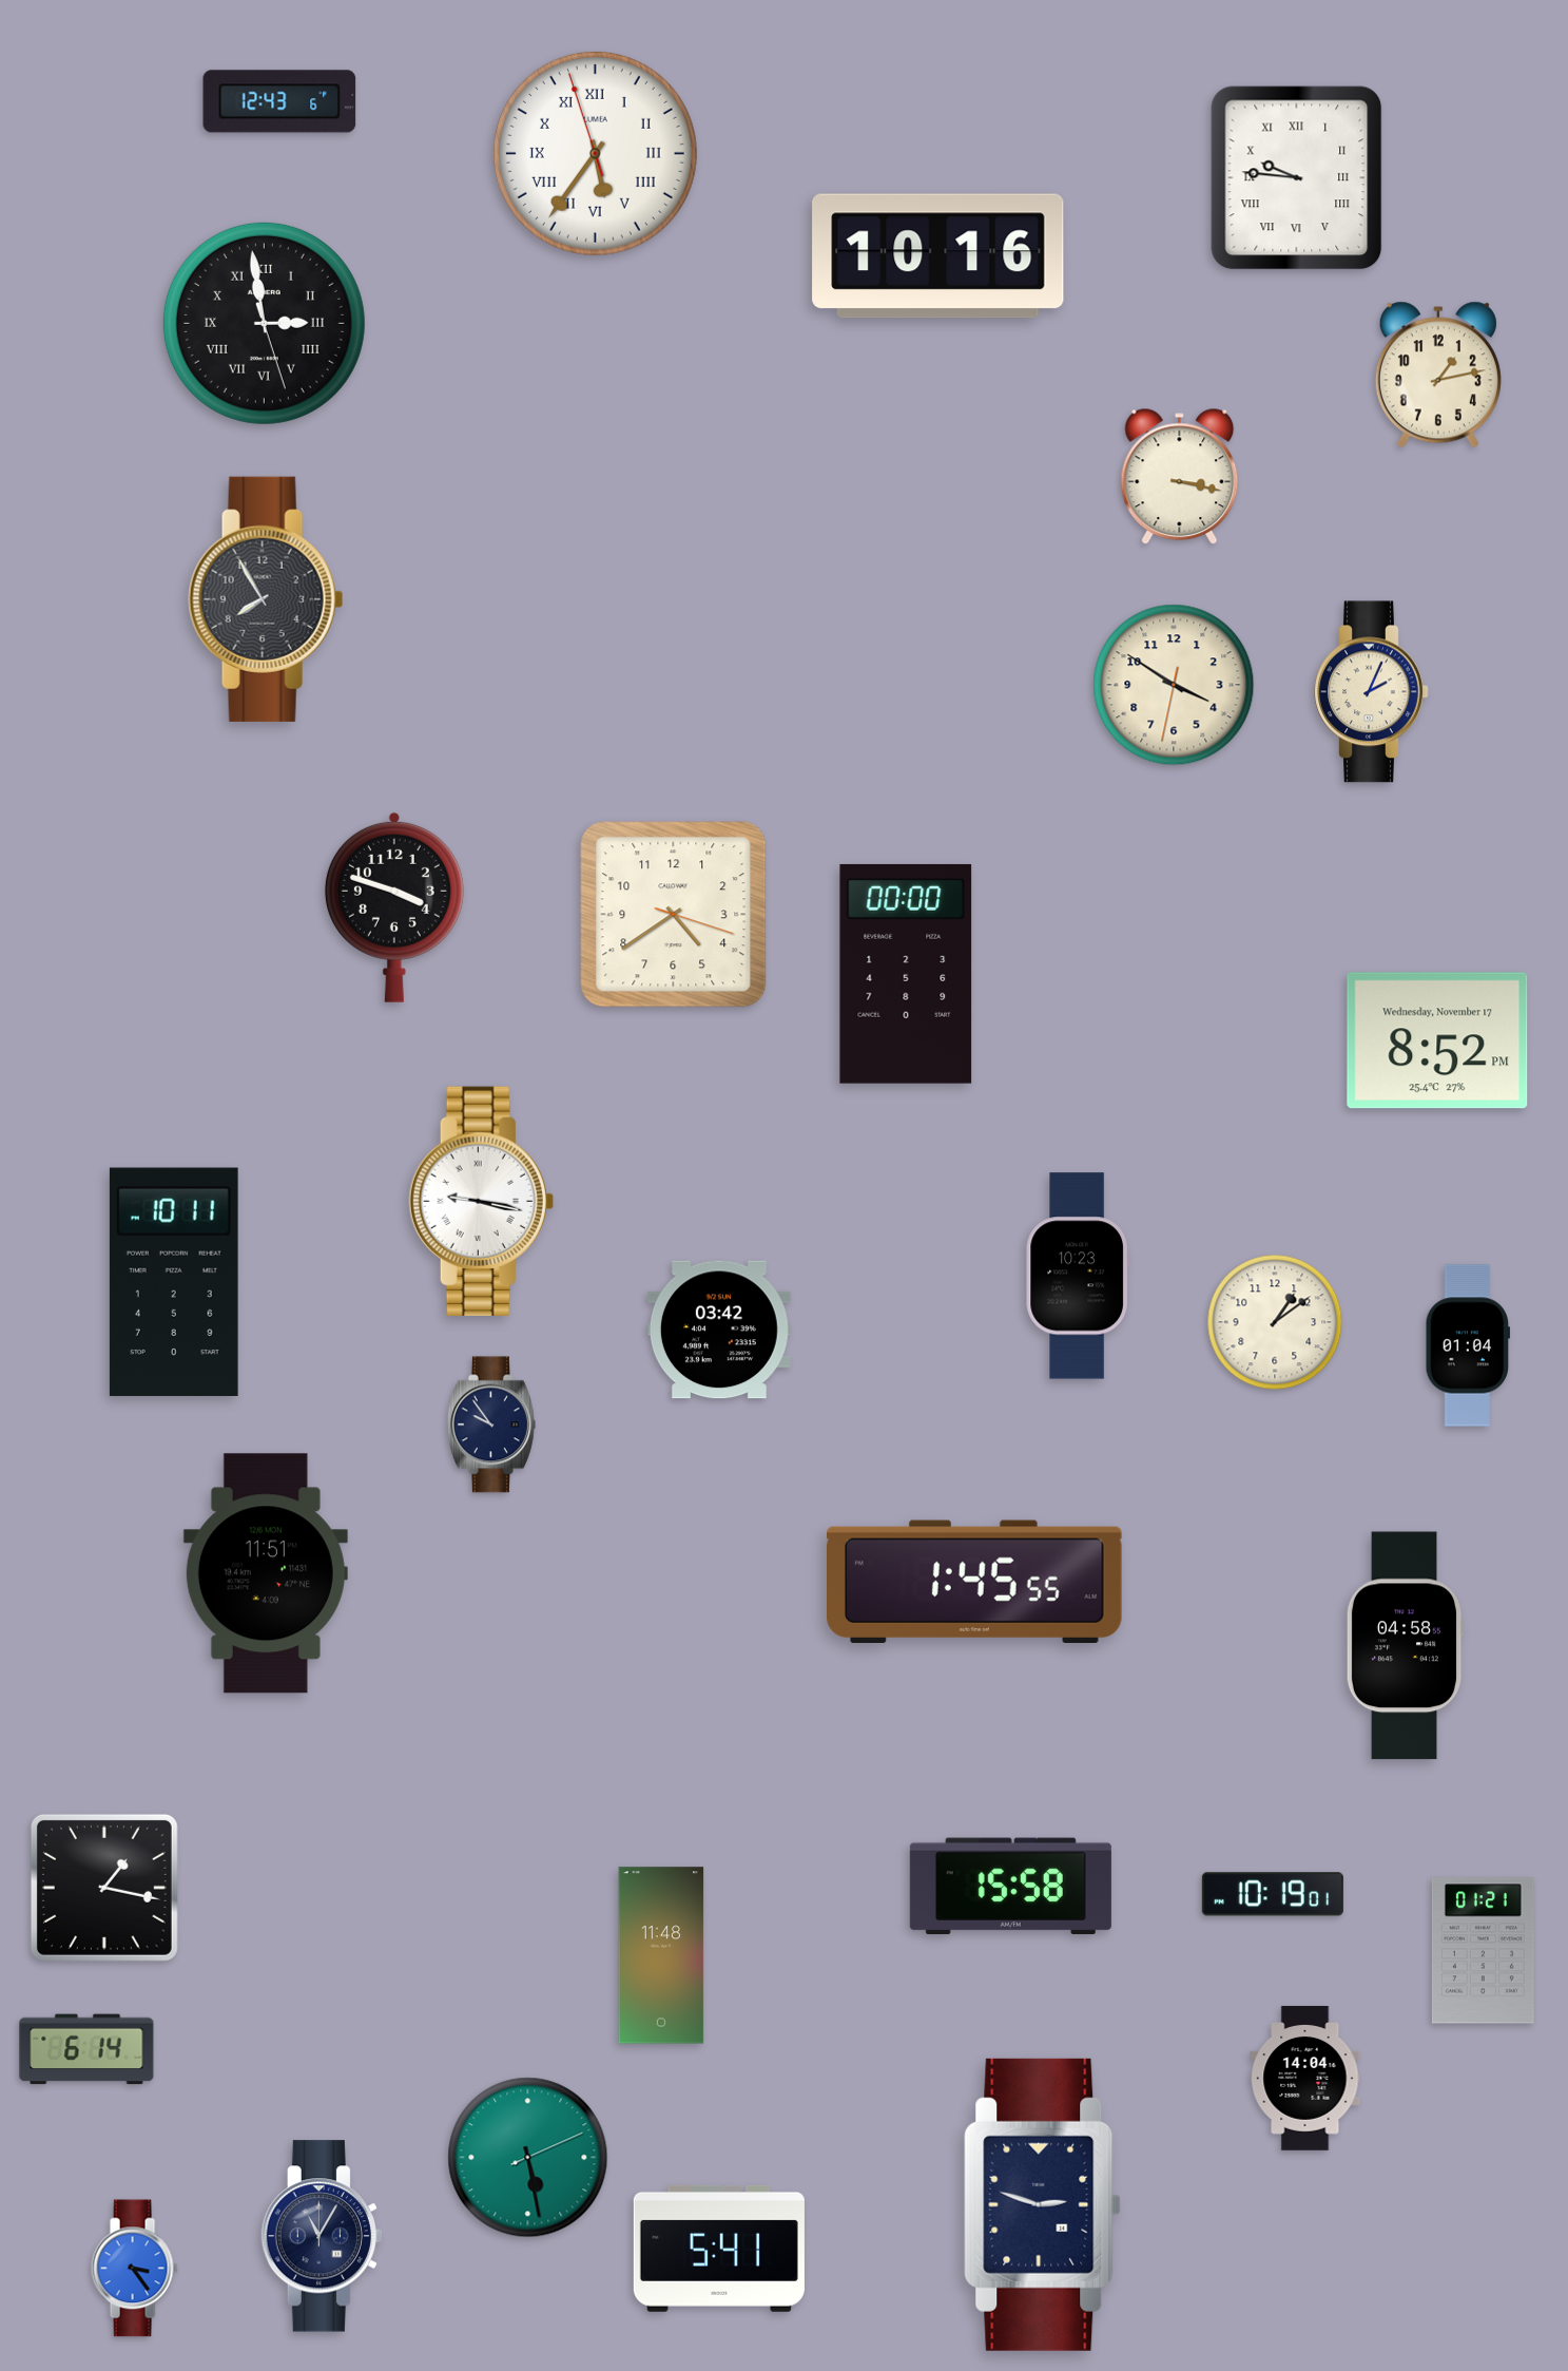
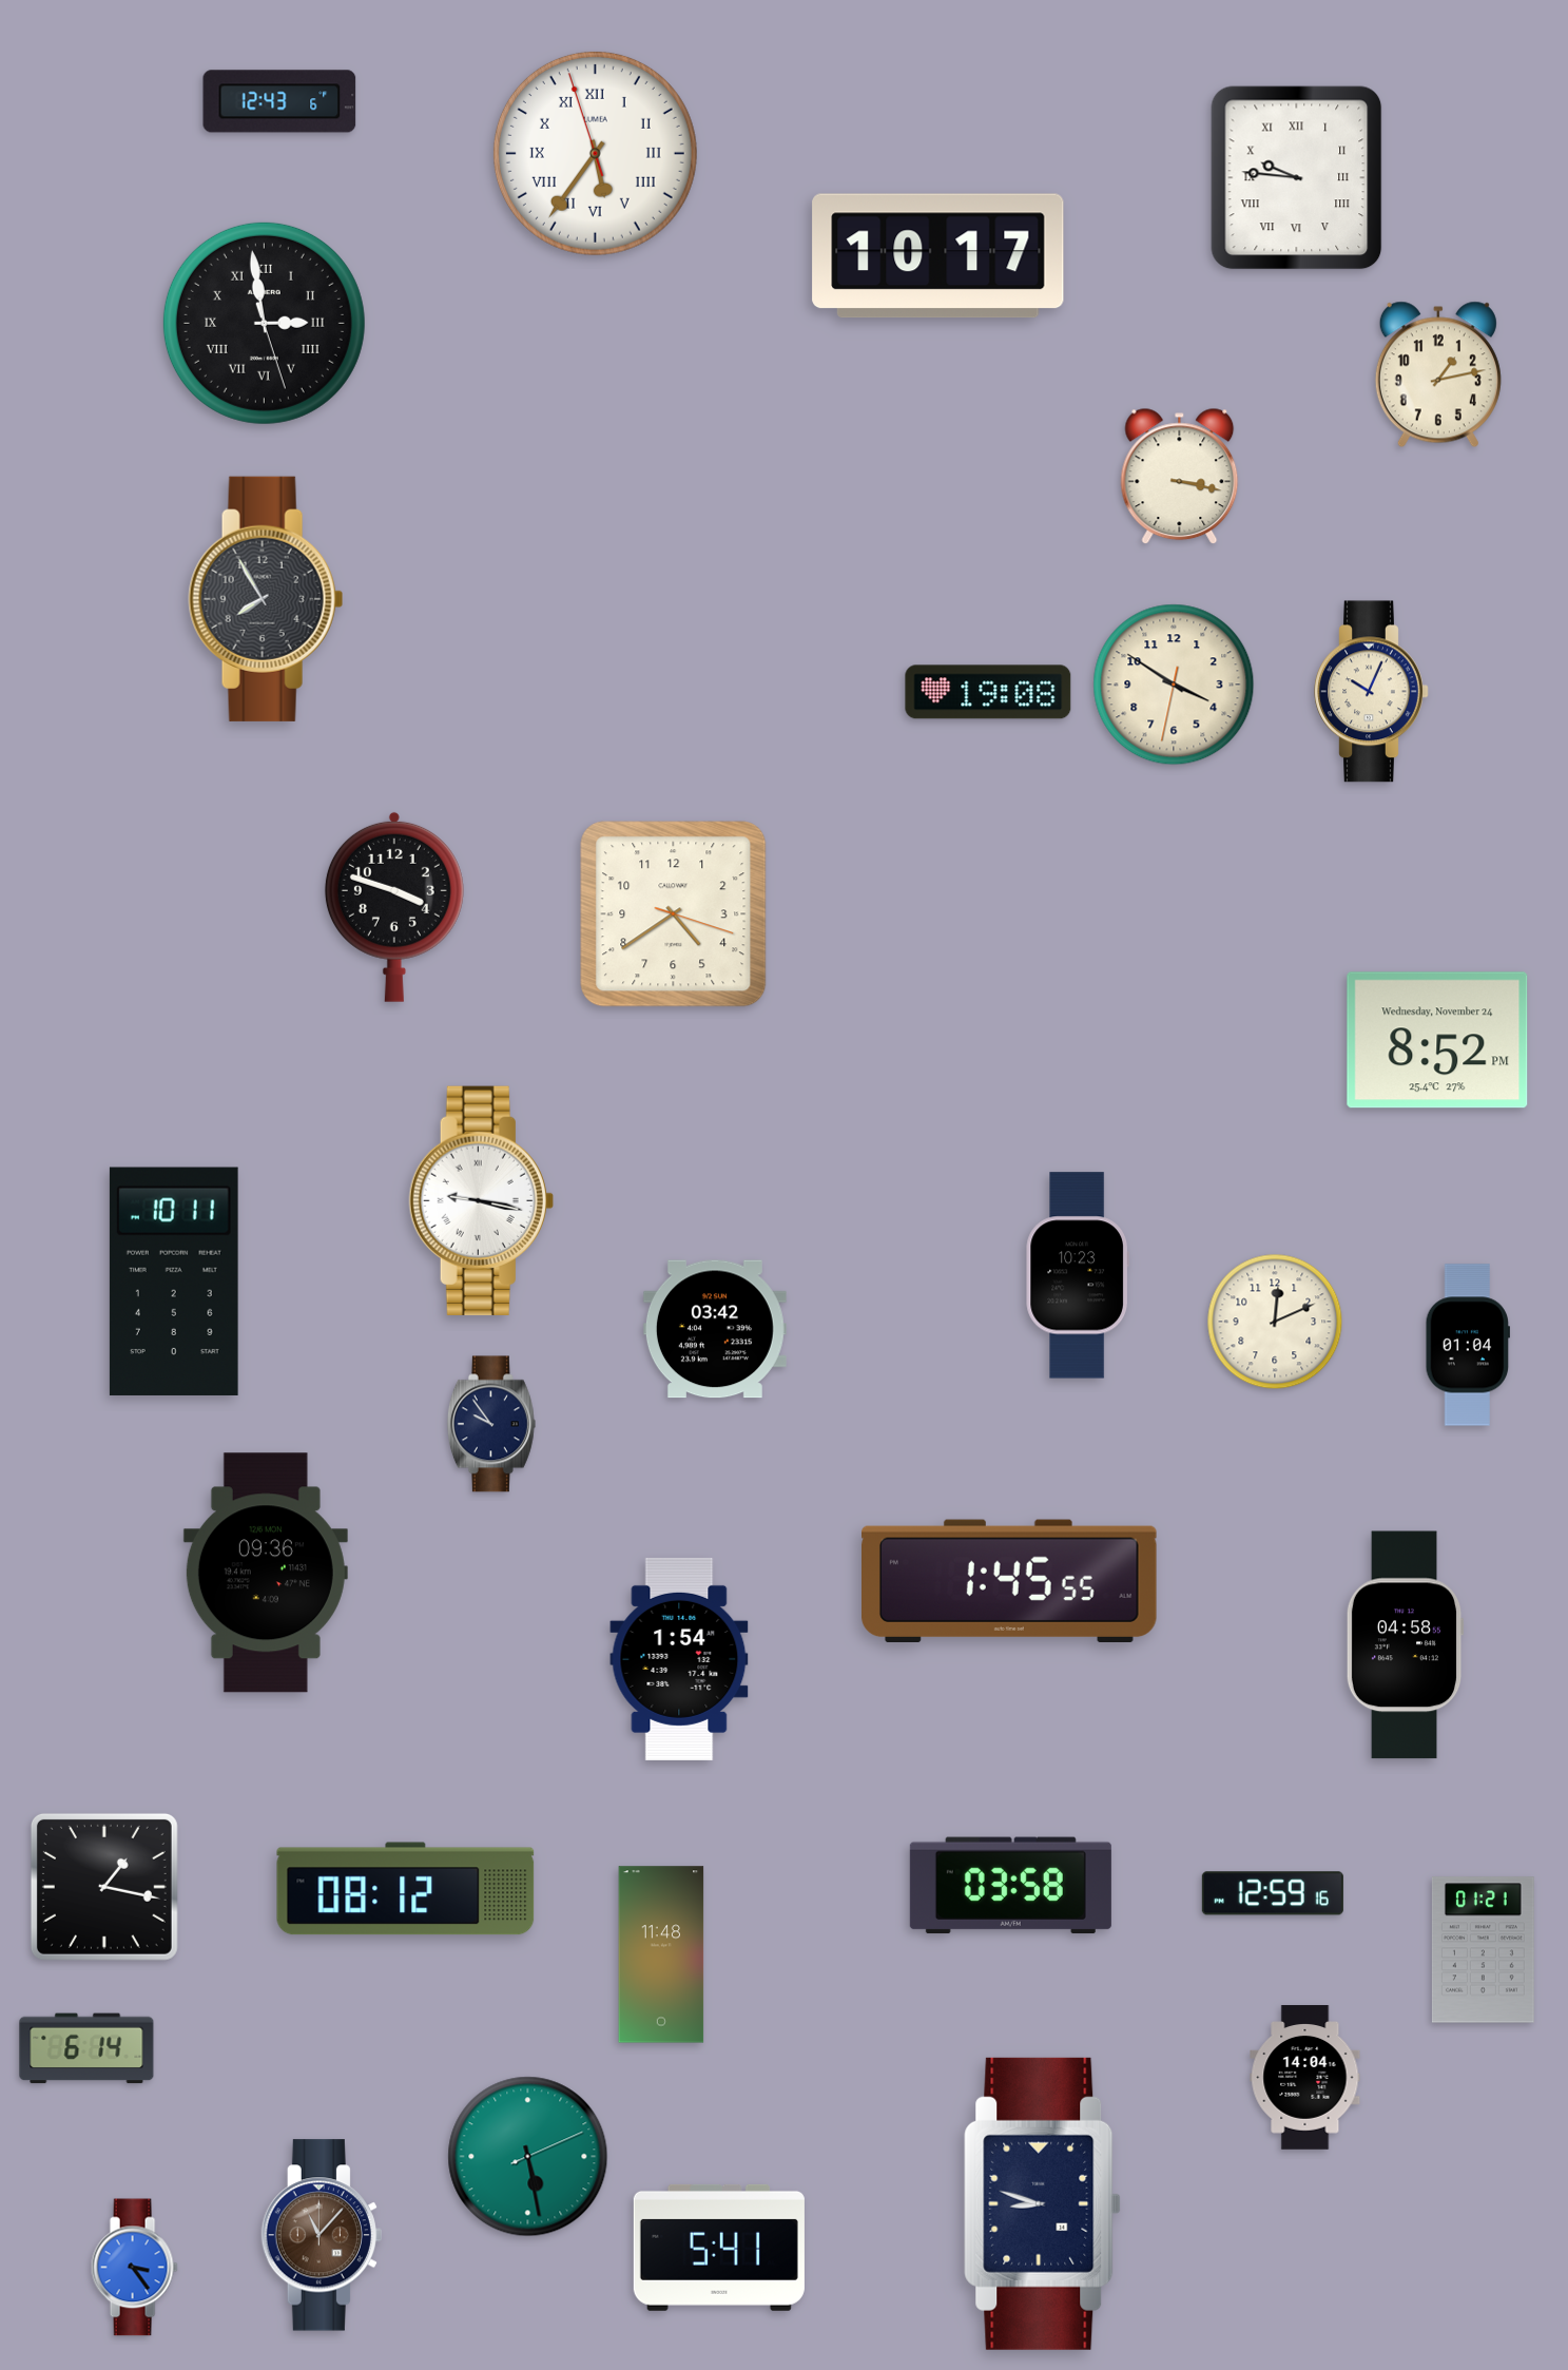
clock at (938, 256): 10:16 -> 10:17
clock at (988, 692): none -> 19:08
clock at (1372, 692): 2:04 -> 10:04
clock at (906, 974): 00:00 -> none
clock at (1437, 1040) date: Wednesday, November 17 -> Wednesday, November 24
clock at (1275, 1322): 1:09 -> 12:11
clock at (719, 1330) position: (719, 1330) -> (715, 1329)
clock at (266, 1573): 11:51 -> 09:36
clock at (975, 1581) position: (975, 1581) -> (1010, 1580)
clock at (679, 1659): none -> 1:54
clock at (1010, 1887): 15:58 -> 03:58
clock at (406, 1889): none -> 08:12
clock at (1273, 1894): 10:19 -> 12:59
clock at (1043, 2204): 2:48 -> 8:48
clock at (322, 2236): 11:05 -> 11:07
clock at (322, 2236) dial: navy -> brown
